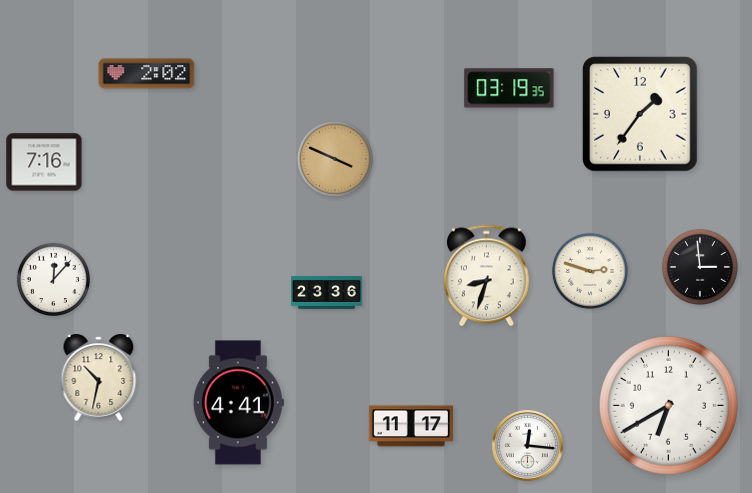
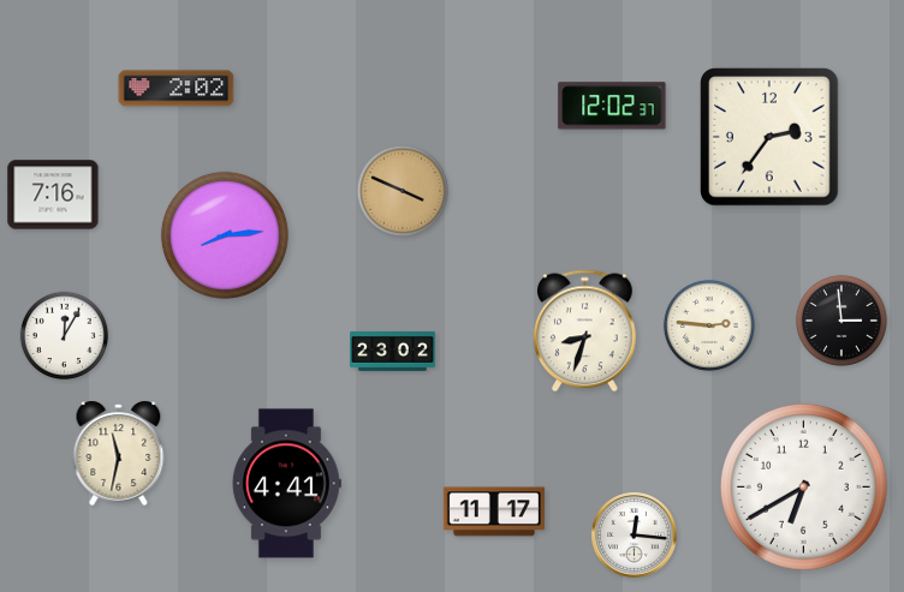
clock at (509, 88): 03:19 -> 12:02
clock at (640, 114): 1:36 -> 2:36
clock at (225, 235): none -> 8:14
clock at (590, 271): 2:48 -> 2:46
clock at (53, 279): 12:07 -> 12:05
clock at (327, 293): 23:36 -> 23:02
clock at (99, 377): 10:32 -> 11:32
